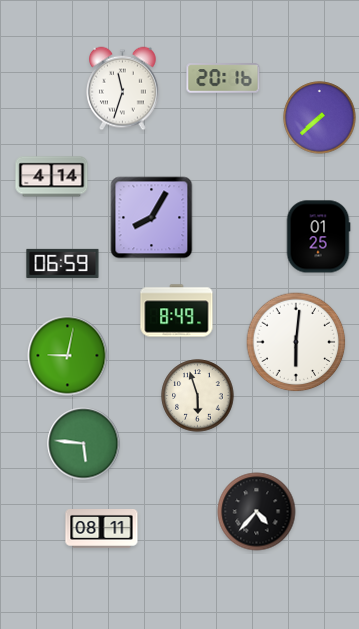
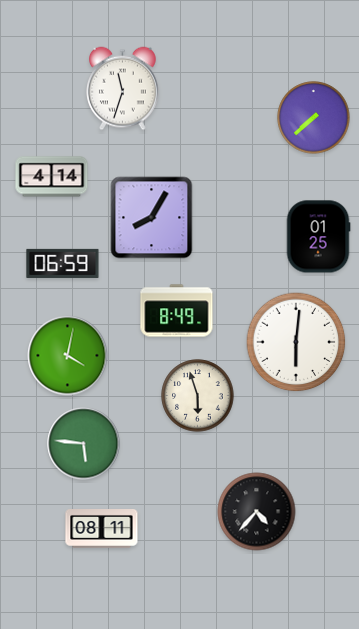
clock at (223, 78): 20:16 -> none
clock at (320, 118) position: (320, 118) -> (314, 118)
clock at (68, 356): 9:02 -> 4:02
